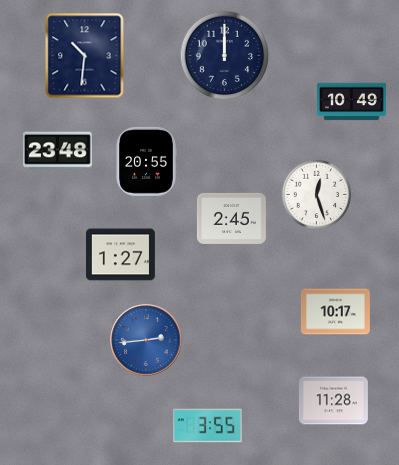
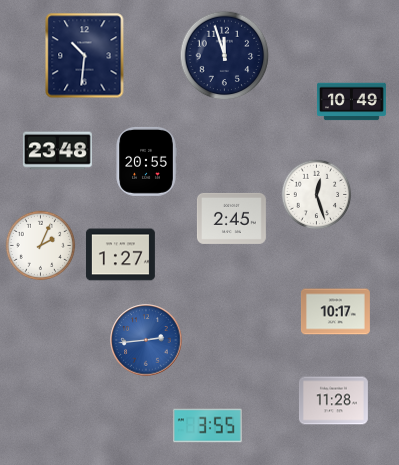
clock at (225, 56): 12:00 -> 11:57
clock at (41, 246): none -> 2:04
